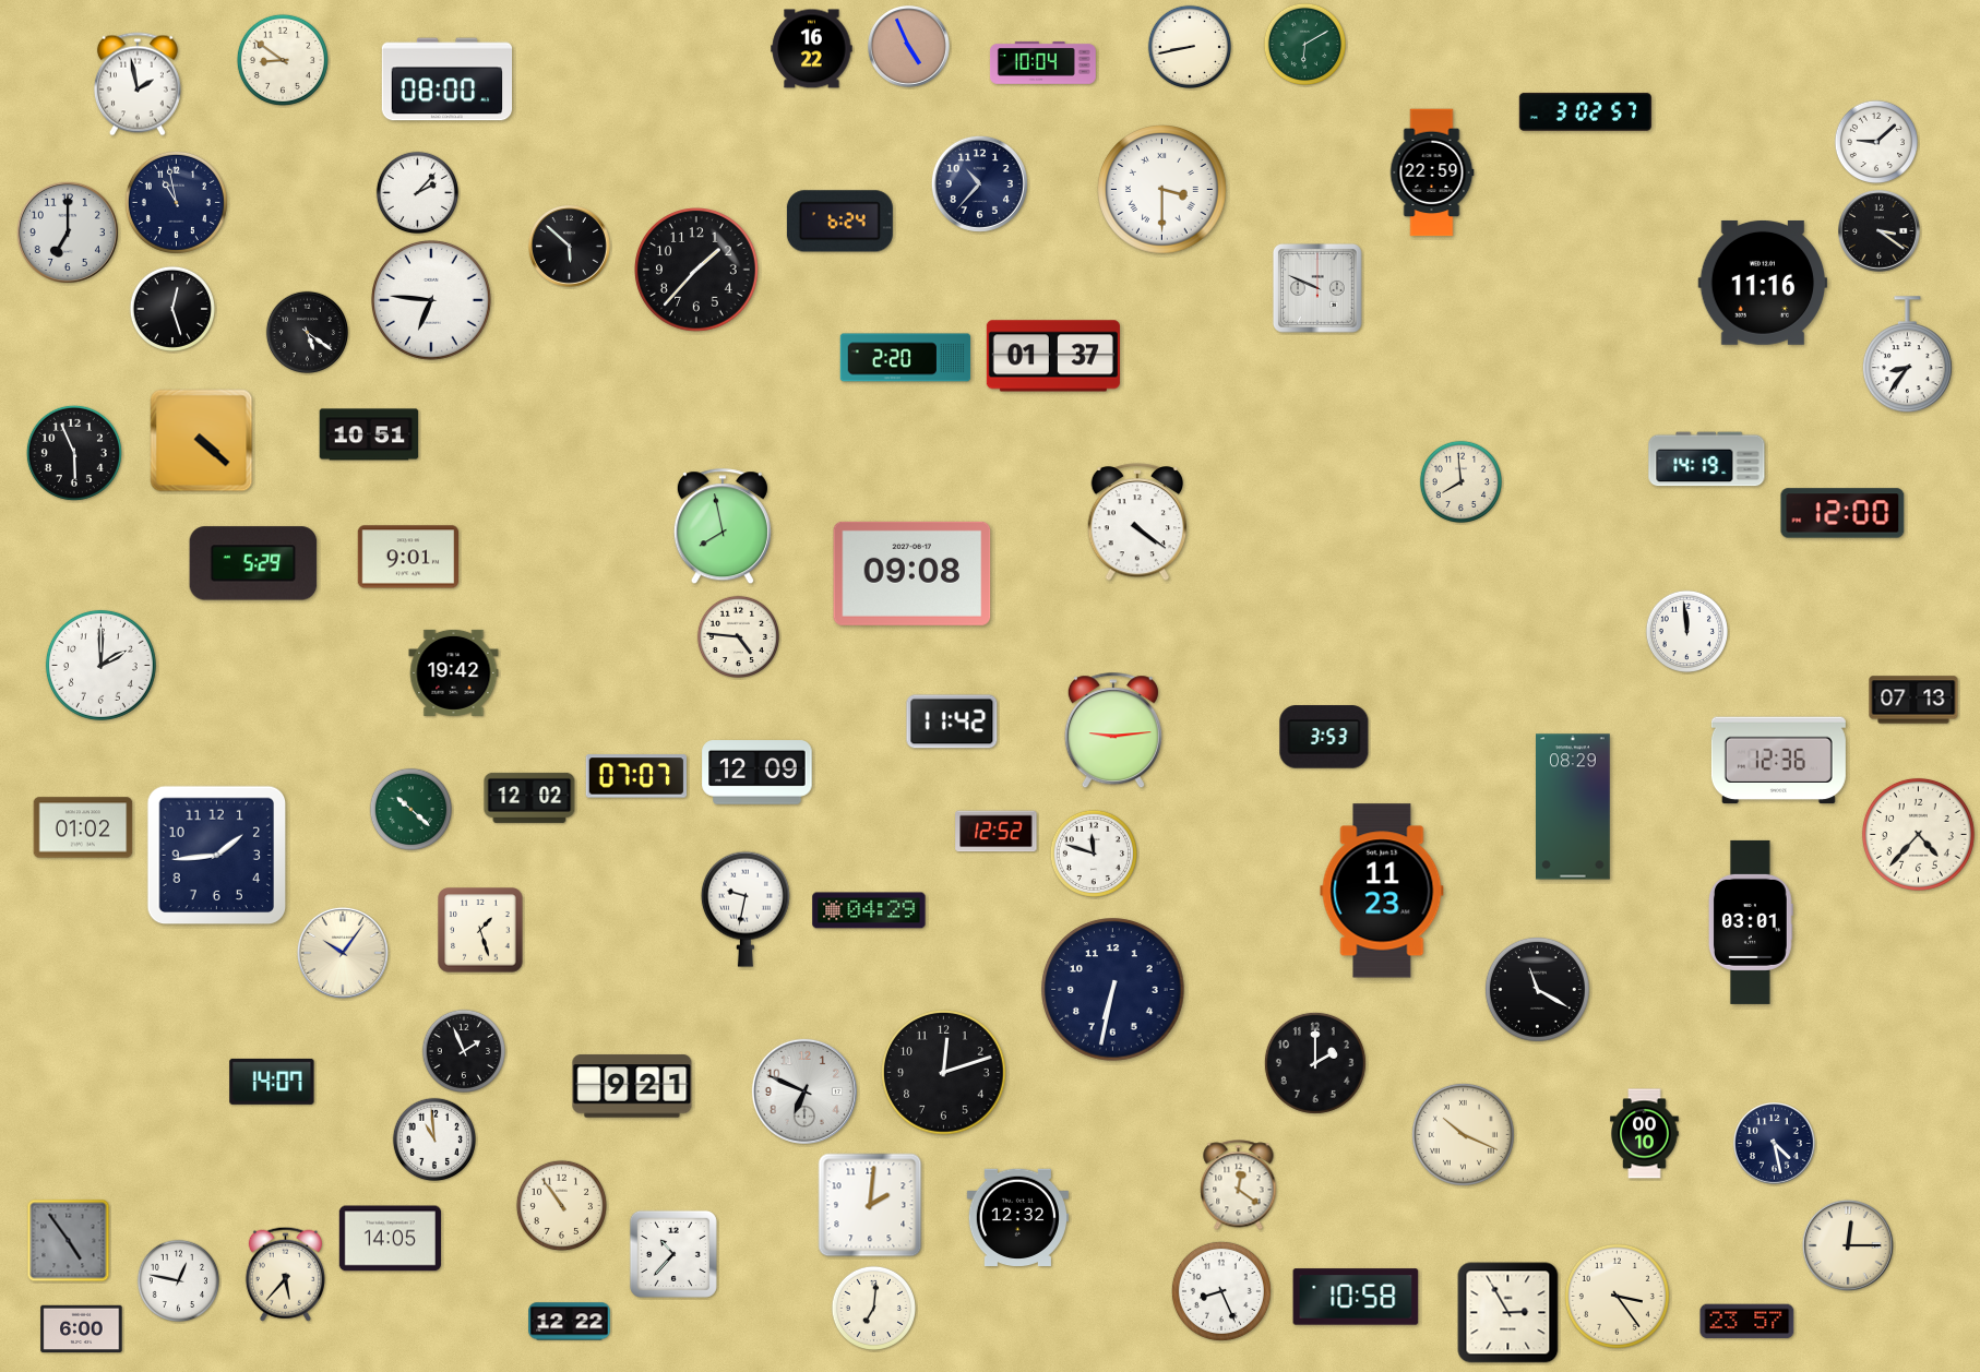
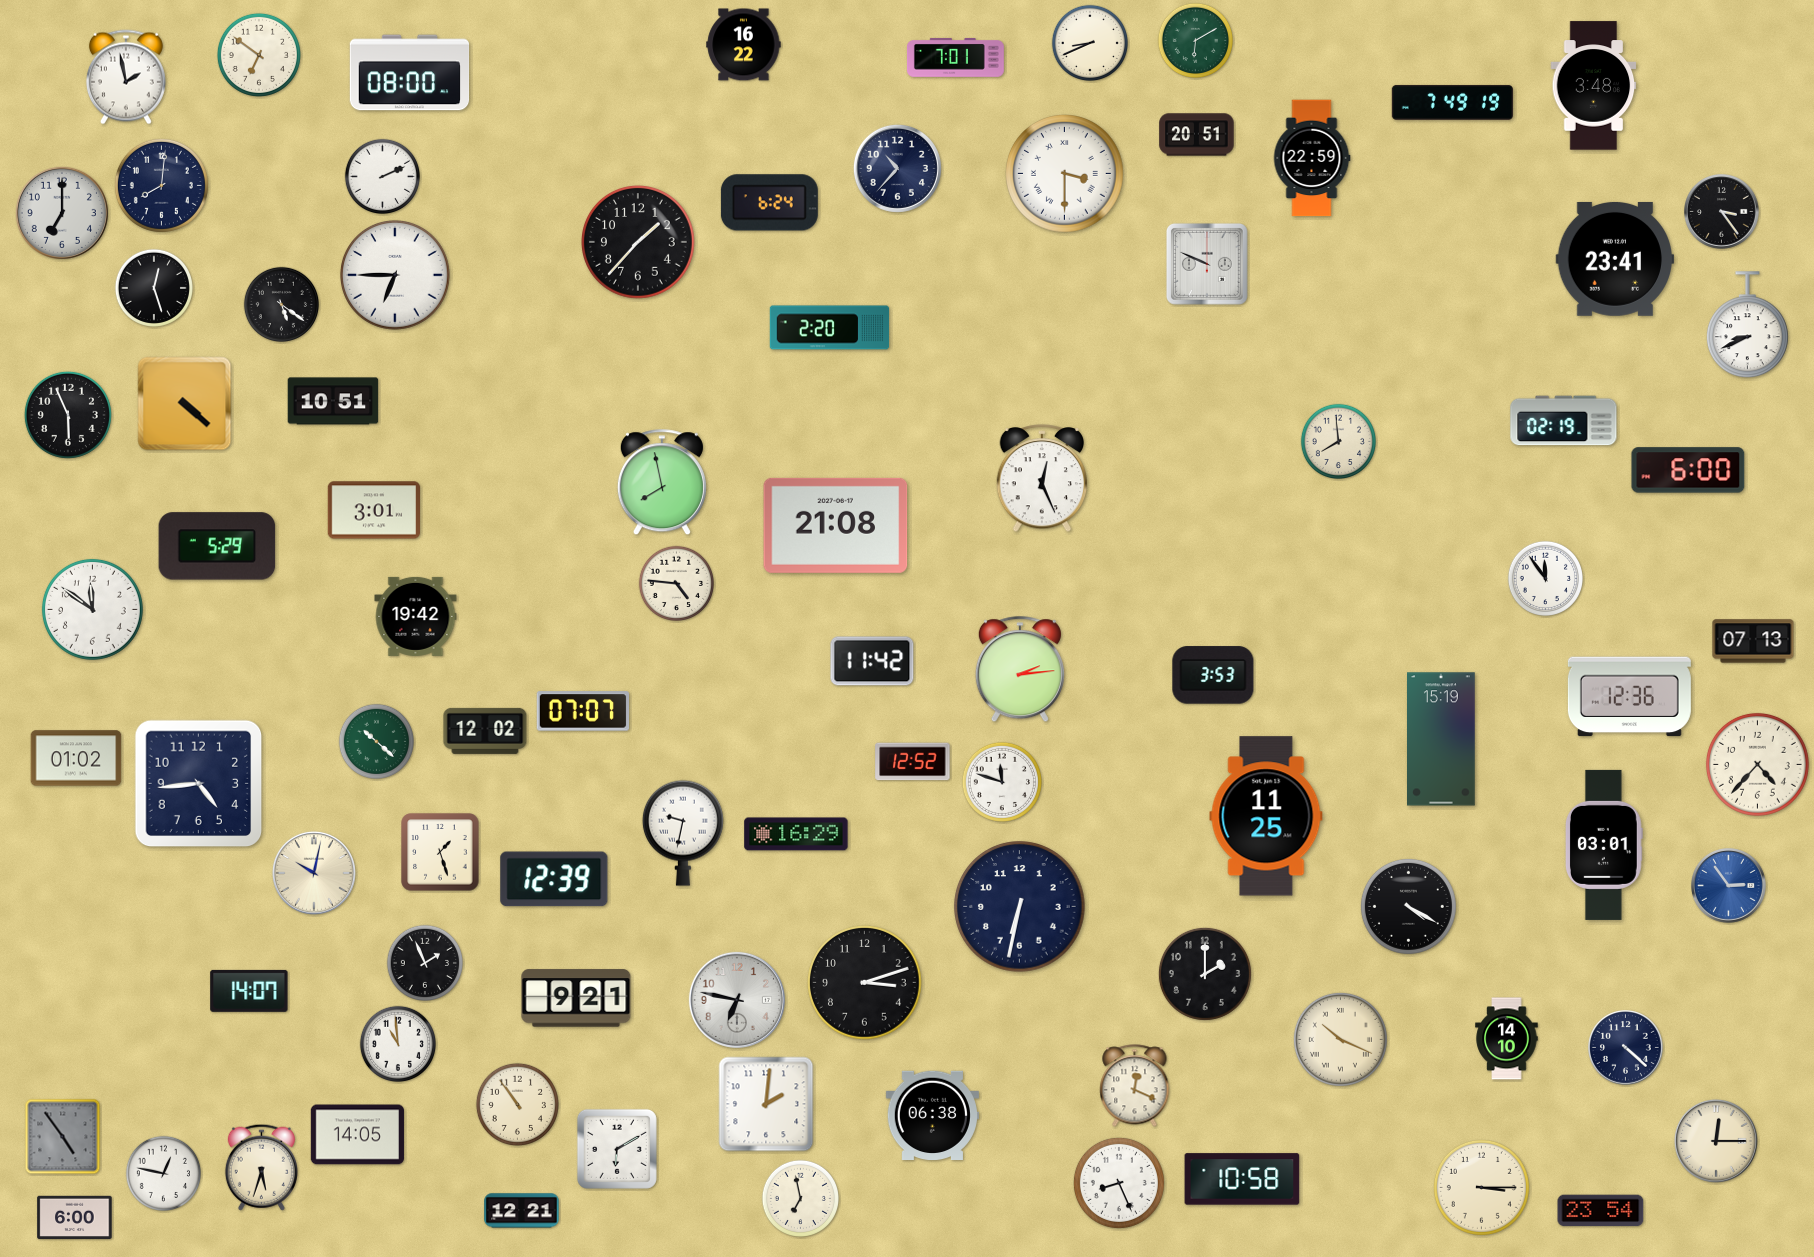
clock at (1189, 46): 8:43 -> 8:41
clock at (909, 47): 4:56 -> none
clock at (283, 60): 8:51 -> 6:51
clock at (1042, 62): 10:04 -> 7:01
clock at (1594, 86): none -> 3:48
clock at (1585, 111): 3:02 -> 7:49
clock at (1875, 141): 9:08 -> none
clock at (1197, 135): none -> 20:51
clock at (417, 192): 2:07 -> 2:11
clock at (176, 202): 10:58 -> 8:01
clock at (1880, 231): 3:21 -> 3:24
clock at (570, 247): 5:52 -> none
clock at (697, 271) position: (697, 271) -> (639, 243)
clock at (1763, 283): 11:16 -> 23:41
clock at (432, 301): 6:46 -> 6:45
clock at (171, 308) position: (171, 308) -> (153, 287)
clock at (1907, 355): 8:36 -> 8:41
clock at (1053, 356): 01:37 -> none
clock at (369, 434) position: (369, 434) -> (333, 401)
clock at (1707, 460): 14:19 -> 02:19
clock at (1842, 513): 12:00 -> 6:00
clock at (1137, 523): 4:21 -> 12:26
clock at (407, 557): 9:01 -> 3:01
clock at (253, 563) position: (253, 563) -> (217, 546)
clock at (913, 573): 09:08 -> 21:08
clock at (1686, 631): 11:59 -> 11:54
clock at (100, 665): 2:00 -> 11:51
clock at (1113, 731): 9:14 -> 2:14
clock at (758, 773): 12:09 -> none
clock at (1573, 807): 08:29 -> 15:19
clock at (217, 856): 1:44 -> 4:44
clock at (1382, 891): 11:23 -> 11:25
clock at (869, 910): 04:29 -> 16:29
clock at (343, 953): 10:06 -> 10:02
clock at (554, 879): none -> 12:39
clock at (1729, 886): none -> 2:54
clock at (1537, 989): 11:20 -> 4:20
clock at (944, 1073): 12:12 -> 3:12
clock at (632, 1086) position: (632, 1086) -> (576, 998)
clock at (804, 1091): 6:49 -> 6:47
clock at (1645, 1134): 00:10 -> 14:10
clock at (1775, 1144): 4:28 -> 4:22
clock at (1239, 1185): 12:21 -> 12:19
clock at (561, 1205) position: (561, 1205) -> (517, 1104)
clock at (870, 1205) position: (870, 1205) -> (766, 1104)
clock at (1017, 1218): 12:32 -> 06:38
clock at (1848, 1245) position: (1848, 1245) -> (1716, 1141)
clock at (673, 1254): 10:37 -> 6:10
clock at (285, 1274): 5:37 -> 5:33
clock at (1617, 1296): 3:24 -> 3:15
clock at (1356, 1297) position: (1356, 1297) -> (1242, 1179)
clock at (873, 1308): 7:01 -> 6:58
clock at (1508, 1313): 2:55 -> none
clock at (570, 1322): 12:22 -> 12:21
clock at (1748, 1322): 23:57 -> 23:54
